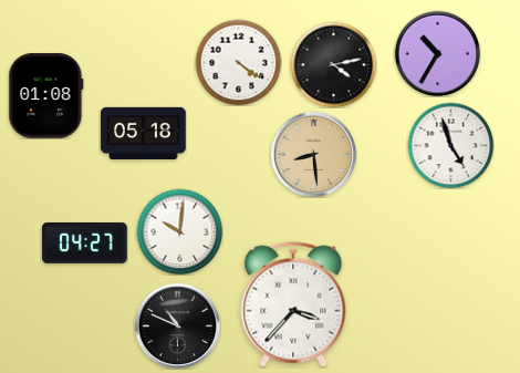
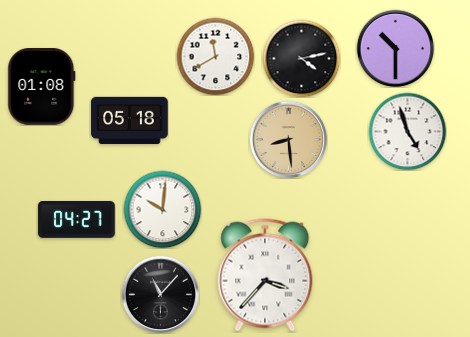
clock at (437, 53): 10:35 -> 10:30
clock at (238, 62): 4:21 -> 11:40
clock at (313, 154) position: (313, 154) -> (288, 139)
clock at (177, 325): 10:49 -> 11:07
